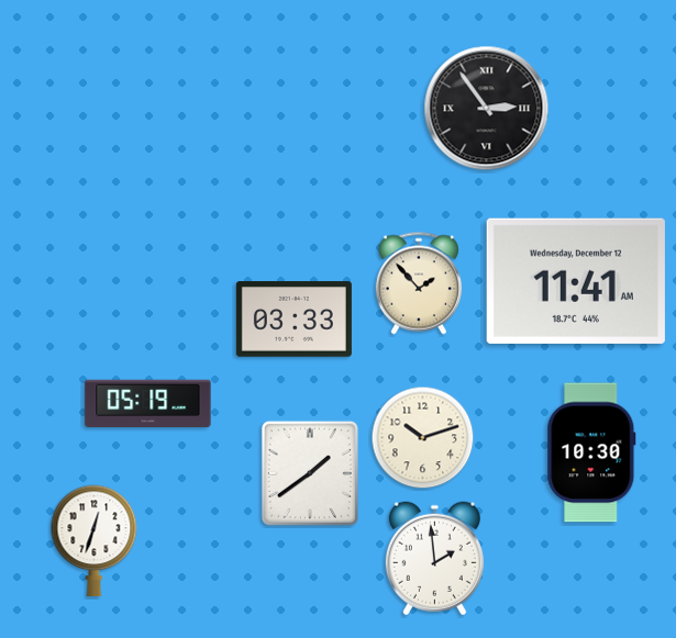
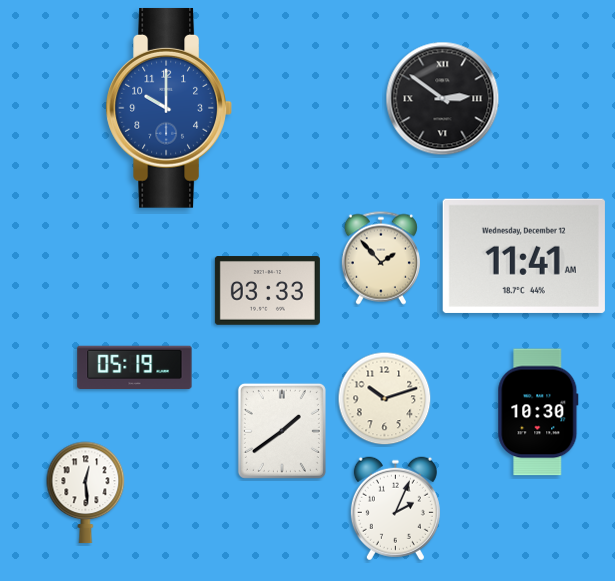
clock at (487, 109): 2:54 -> 2:51
clock at (169, 108): none -> 10:00
clock at (95, 541): 12:33 -> 12:29
clock at (434, 559): 1:59 -> 2:04
